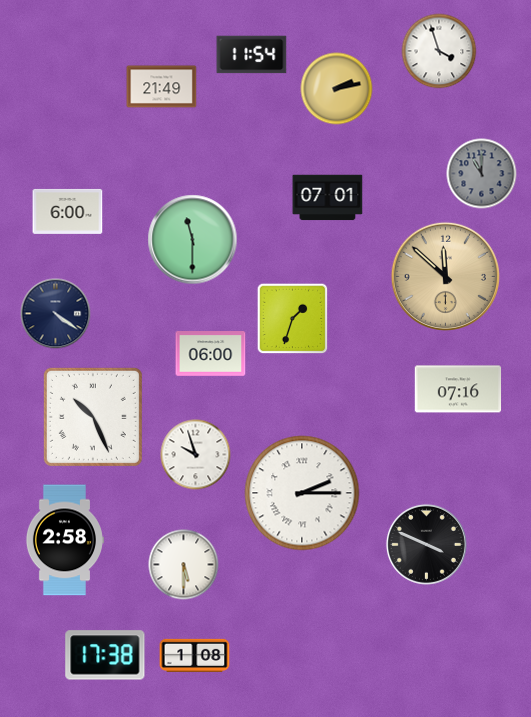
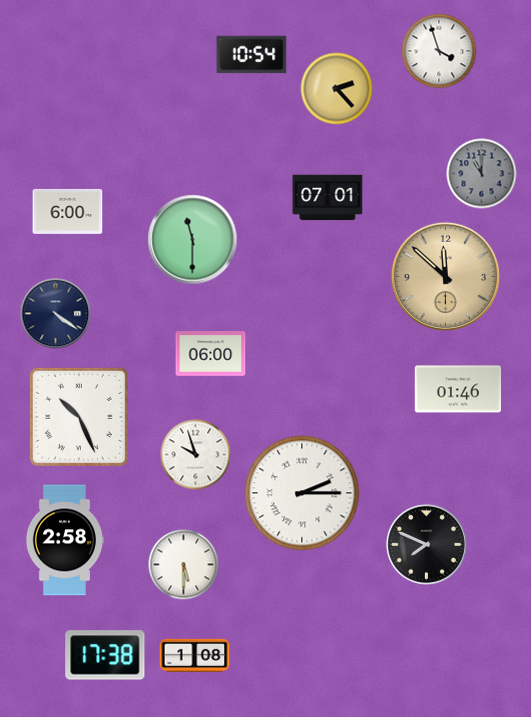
clock at (252, 55): 11:54 -> 10:54
clock at (162, 87): 21:49 -> none
clock at (337, 89): 2:13 -> 2:23
clock at (293, 319): 1:33 -> none
clock at (458, 389): 07:16 -> 01:46
clock at (93, 417) position: (93, 417) -> (79, 417)
clock at (426, 544): 3:49 -> 7:49
